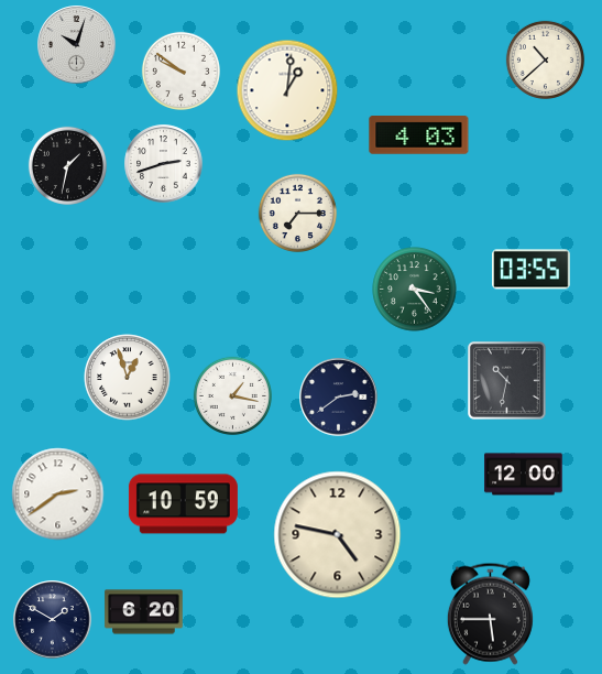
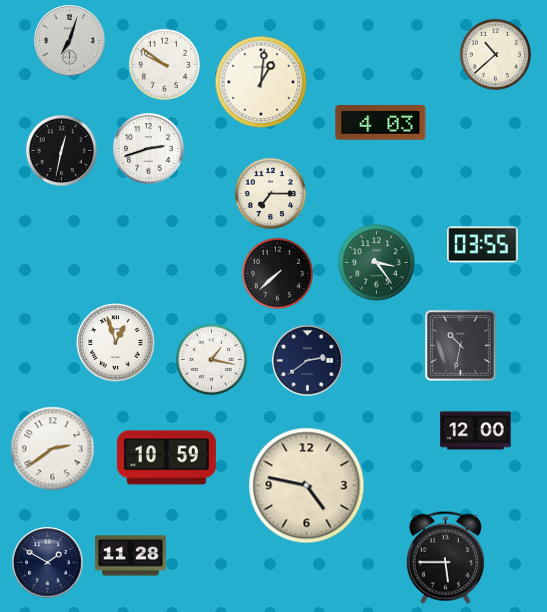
clock at (77, 45): 10:03 -> 7:03
clock at (67, 165): 1:32 -> 12:32
clock at (277, 273): none -> 7:38
clock at (144, 612): 6:20 -> 11:28
